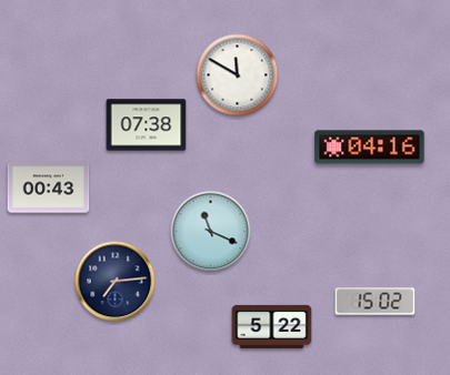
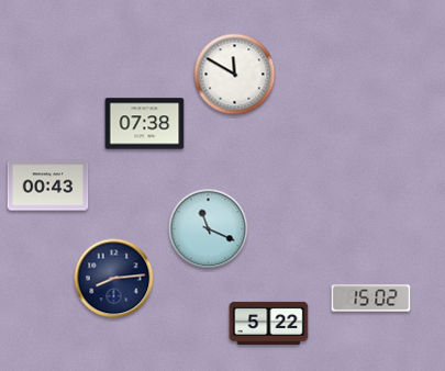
clock at (370, 148): 04:16 -> none
clock at (116, 282): 7:14 -> 8:14
